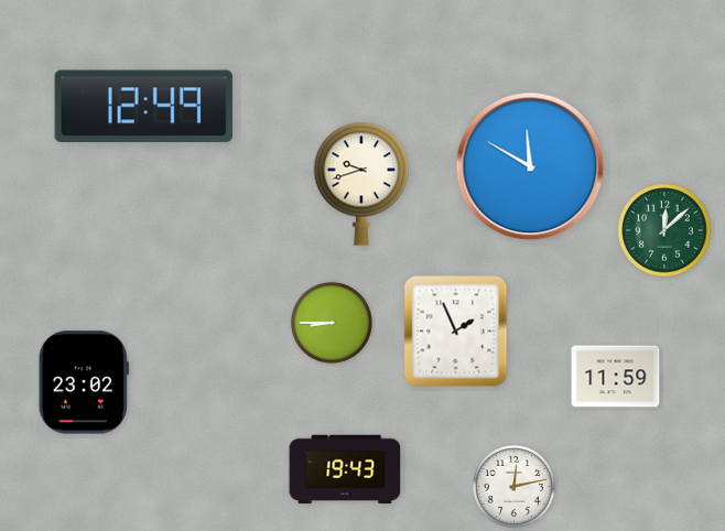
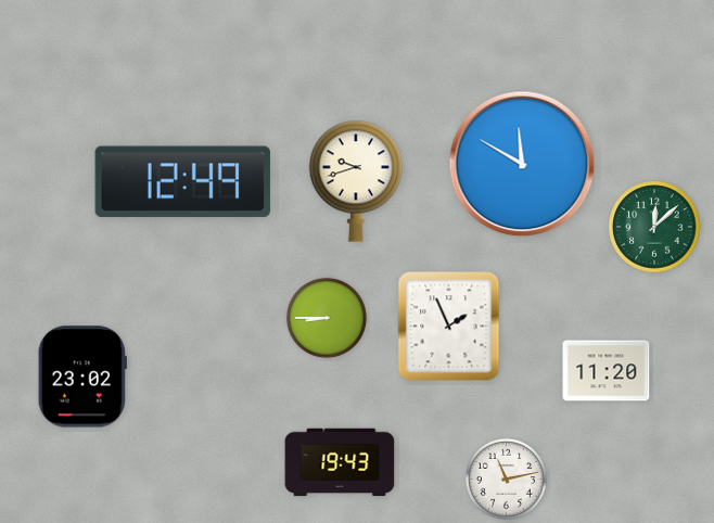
clock at (143, 107) position: (143, 107) -> (182, 182)
clock at (616, 377): 11:59 -> 11:20
clock at (513, 486): 12:13 -> 11:13
